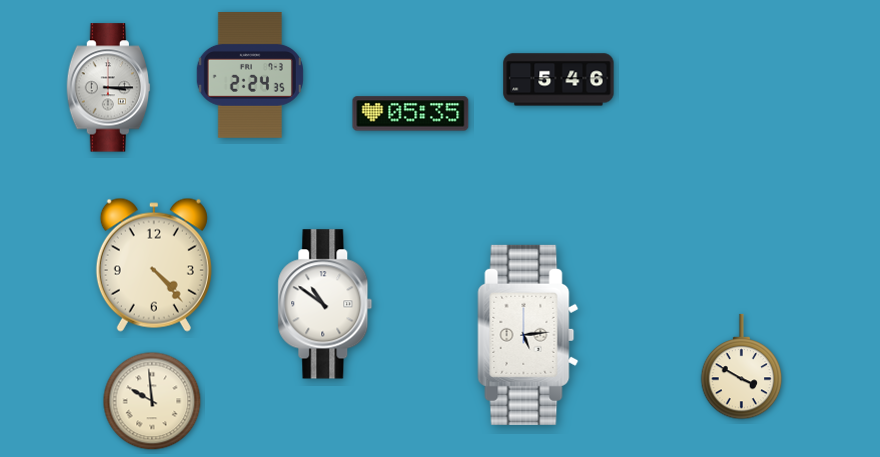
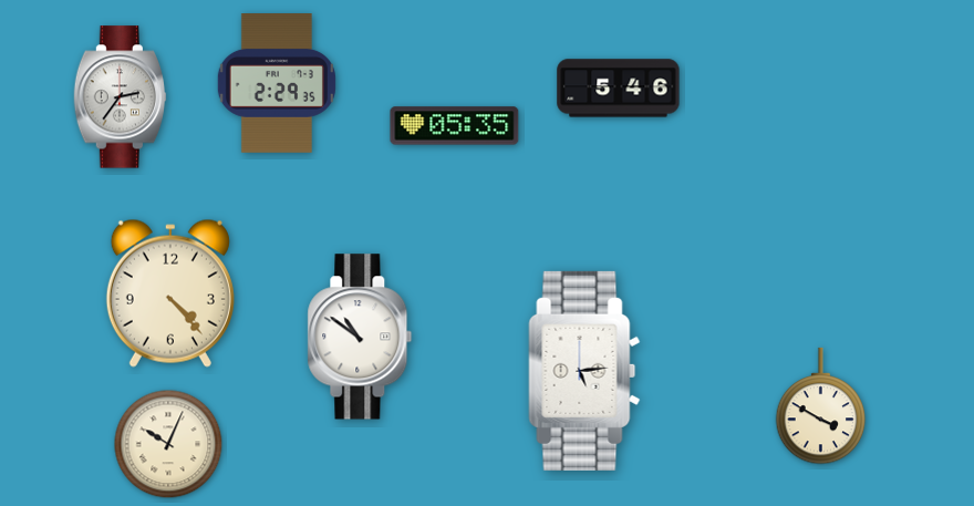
clock at (250, 76): 2:24 -> 2:29
clock at (109, 88): 3:15 -> 2:36
clock at (152, 401): 9:59 -> 10:04
